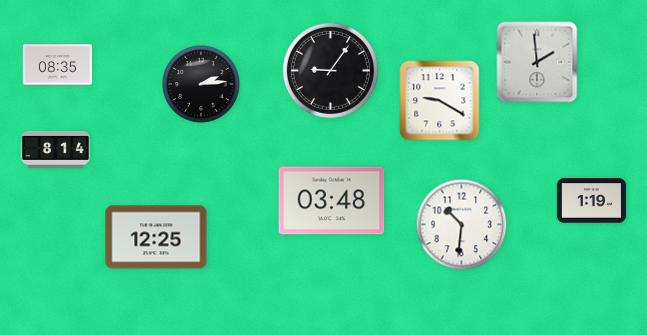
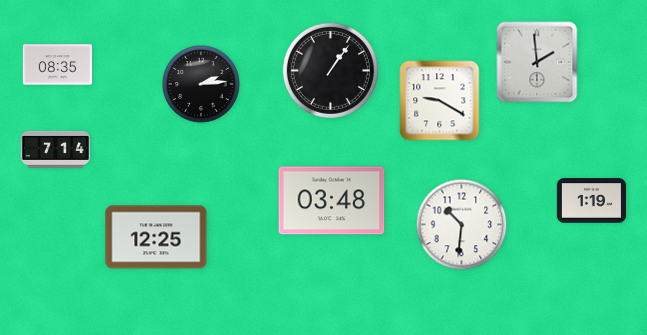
clock at (330, 70): 9:06 -> 1:06
clock at (55, 149): 8:14 -> 7:14
